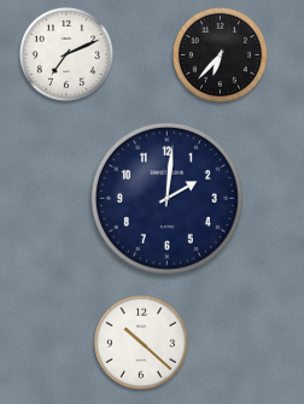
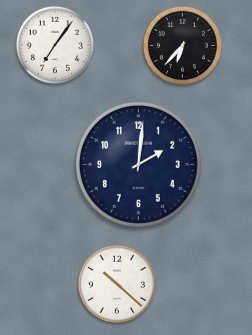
clock at (66, 54): 7:11 -> 7:06
